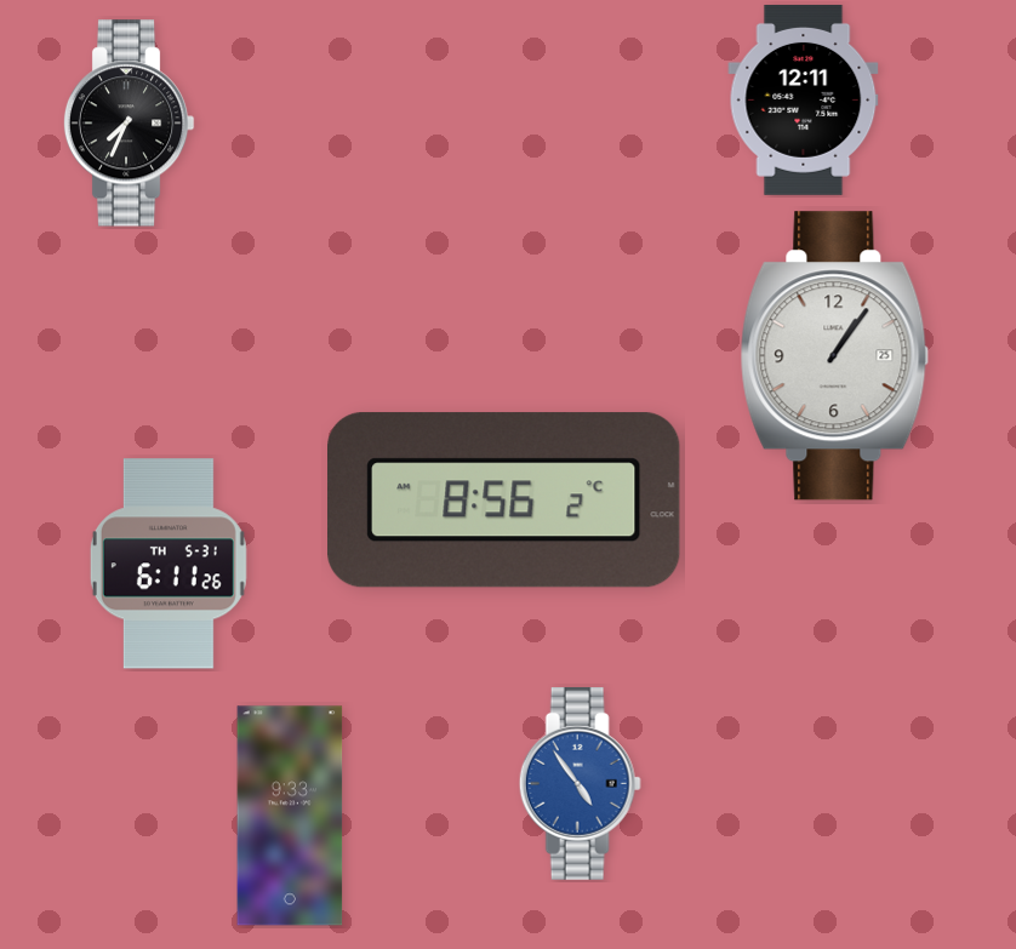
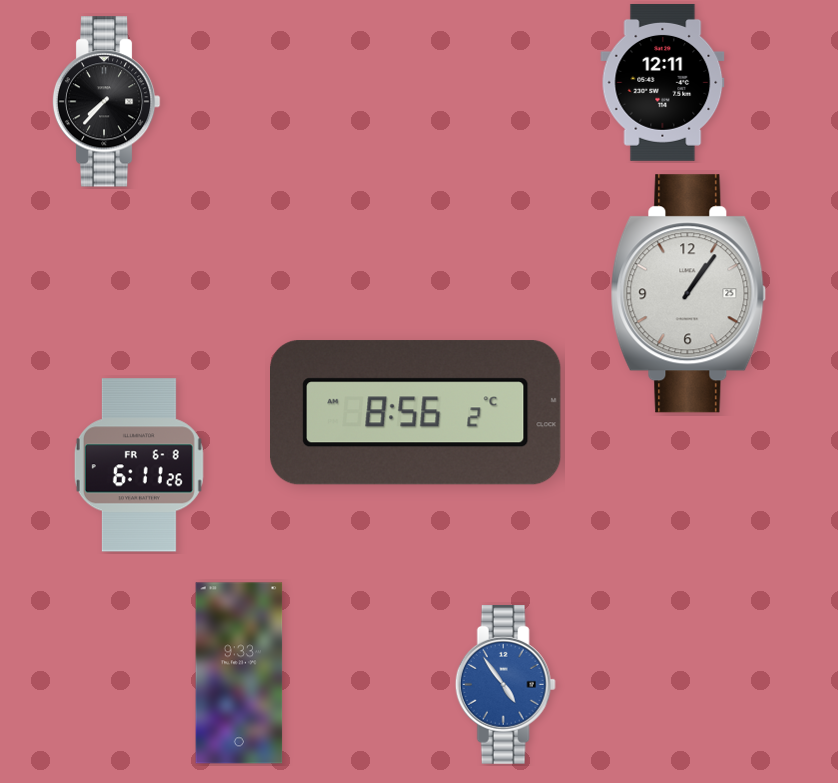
clock at (129, 124): 7:34 -> 7:37
clock at (169, 564) date: TH 5-31 -> FR 6-8
clock at (580, 783) position: (580, 783) -> (505, 684)
